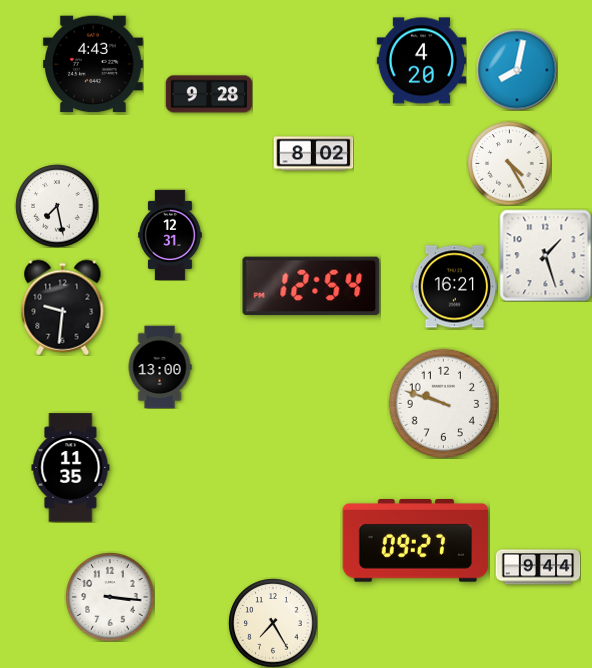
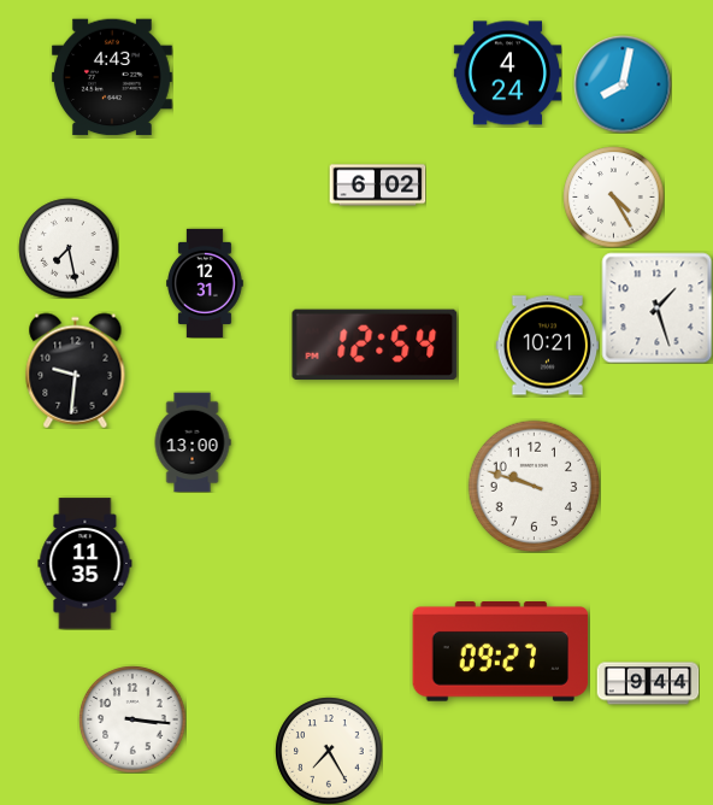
clock at (421, 61): 4:20 -> 4:24
clock at (209, 94): 9:28 -> none
clock at (313, 154): 8:02 -> 6:02
clock at (454, 287): 16:21 -> 10:21
